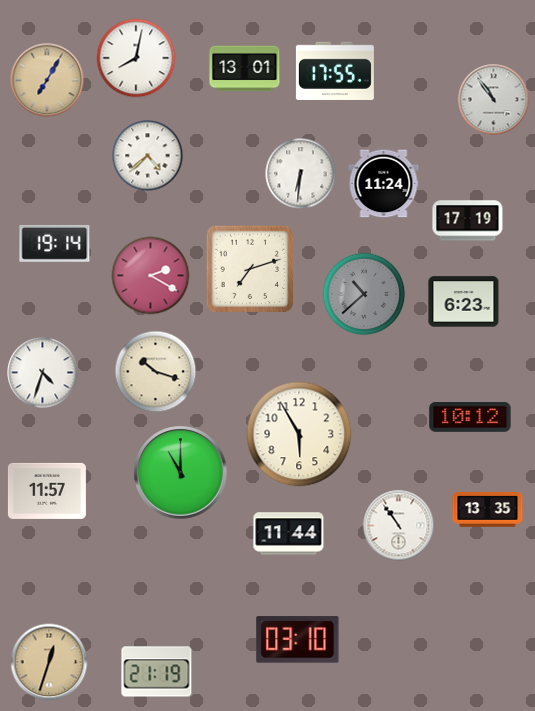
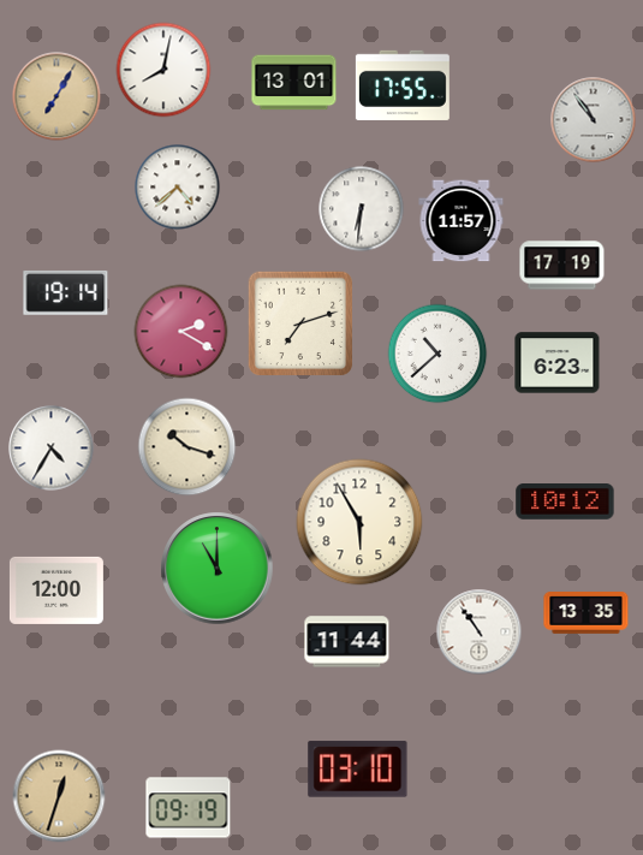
clock at (384, 184): 11:24 -> 11:57
clock at (364, 294) dial: grey -> white
clock at (43, 373): 4:33 -> 4:35
clock at (47, 491): 11:57 -> 12:00
clock at (157, 672): 21:19 -> 09:19
